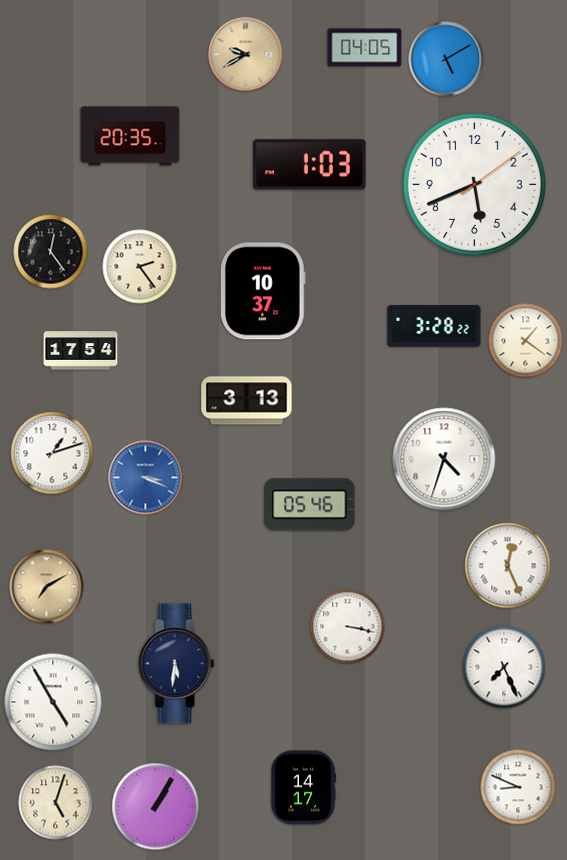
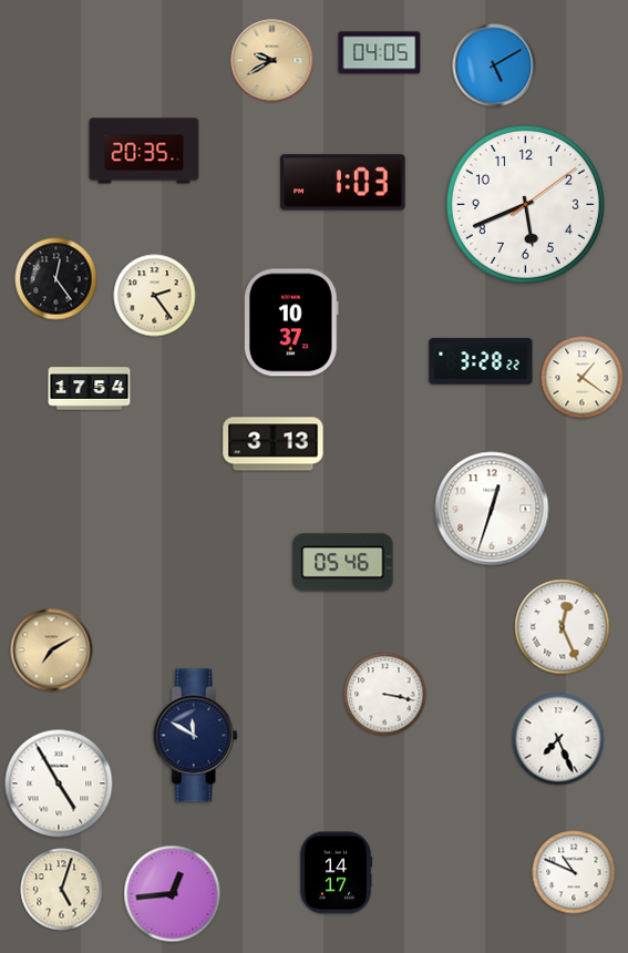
clock at (365, 48) position: (365, 48) -> (380, 53)
clock at (52, 453): 1:12 -> none
clock at (444, 459): 4:33 -> 12:33
clock at (146, 478): 3:19 -> none
clock at (310, 505) position: (310, 505) -> (343, 563)
clock at (176, 664): 5:31 -> 11:50
clock at (53, 702) position: (53, 702) -> (59, 783)
clock at (518, 787): 8:49 -> 10:49
clock at (156, 807): 1:05 -> 12:44
